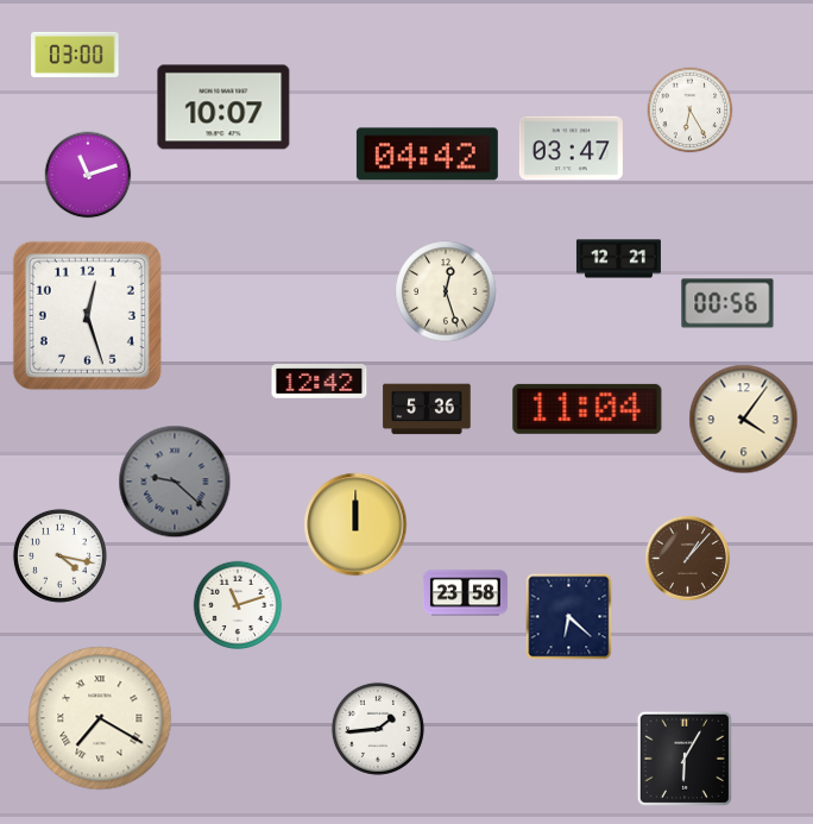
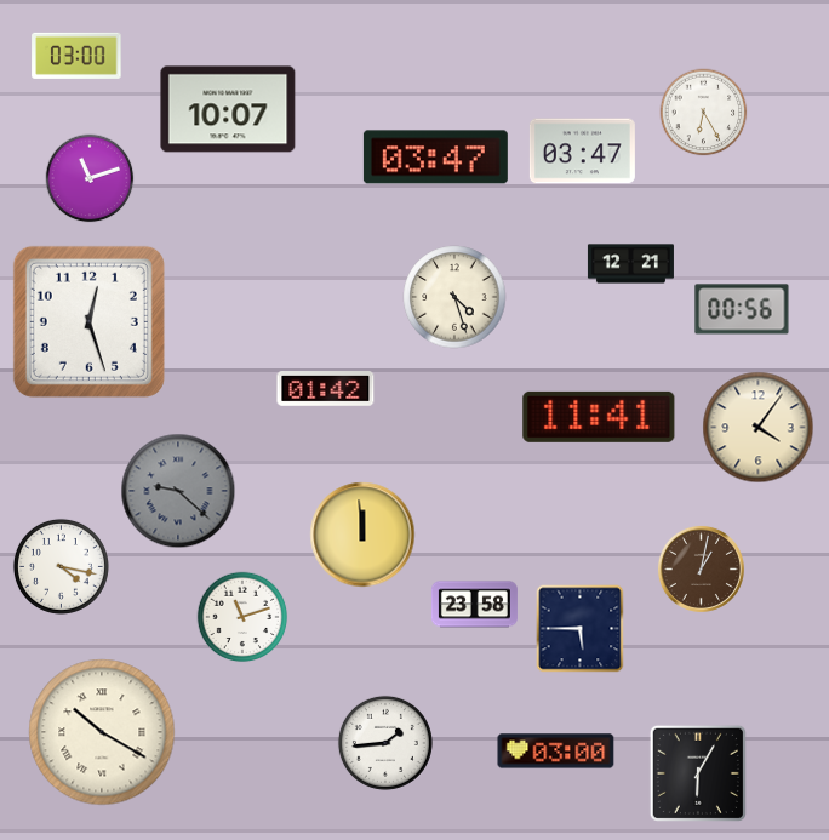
clock at (427, 155): 04:42 -> 03:47
clock at (446, 291): 12:27 -> 4:27
clock at (320, 382): 12:42 -> 01:42
clock at (427, 409): 5:36 -> none
clock at (587, 409): 11:04 -> 11:41
clock at (355, 524): 12:00 -> 11:59
clock at (687, 558): 1:07 -> 1:02
clock at (569, 617): 6:22 -> 5:45
clock at (100, 718): 7:20 -> 10:20
clock at (556, 752): none -> 03:00
